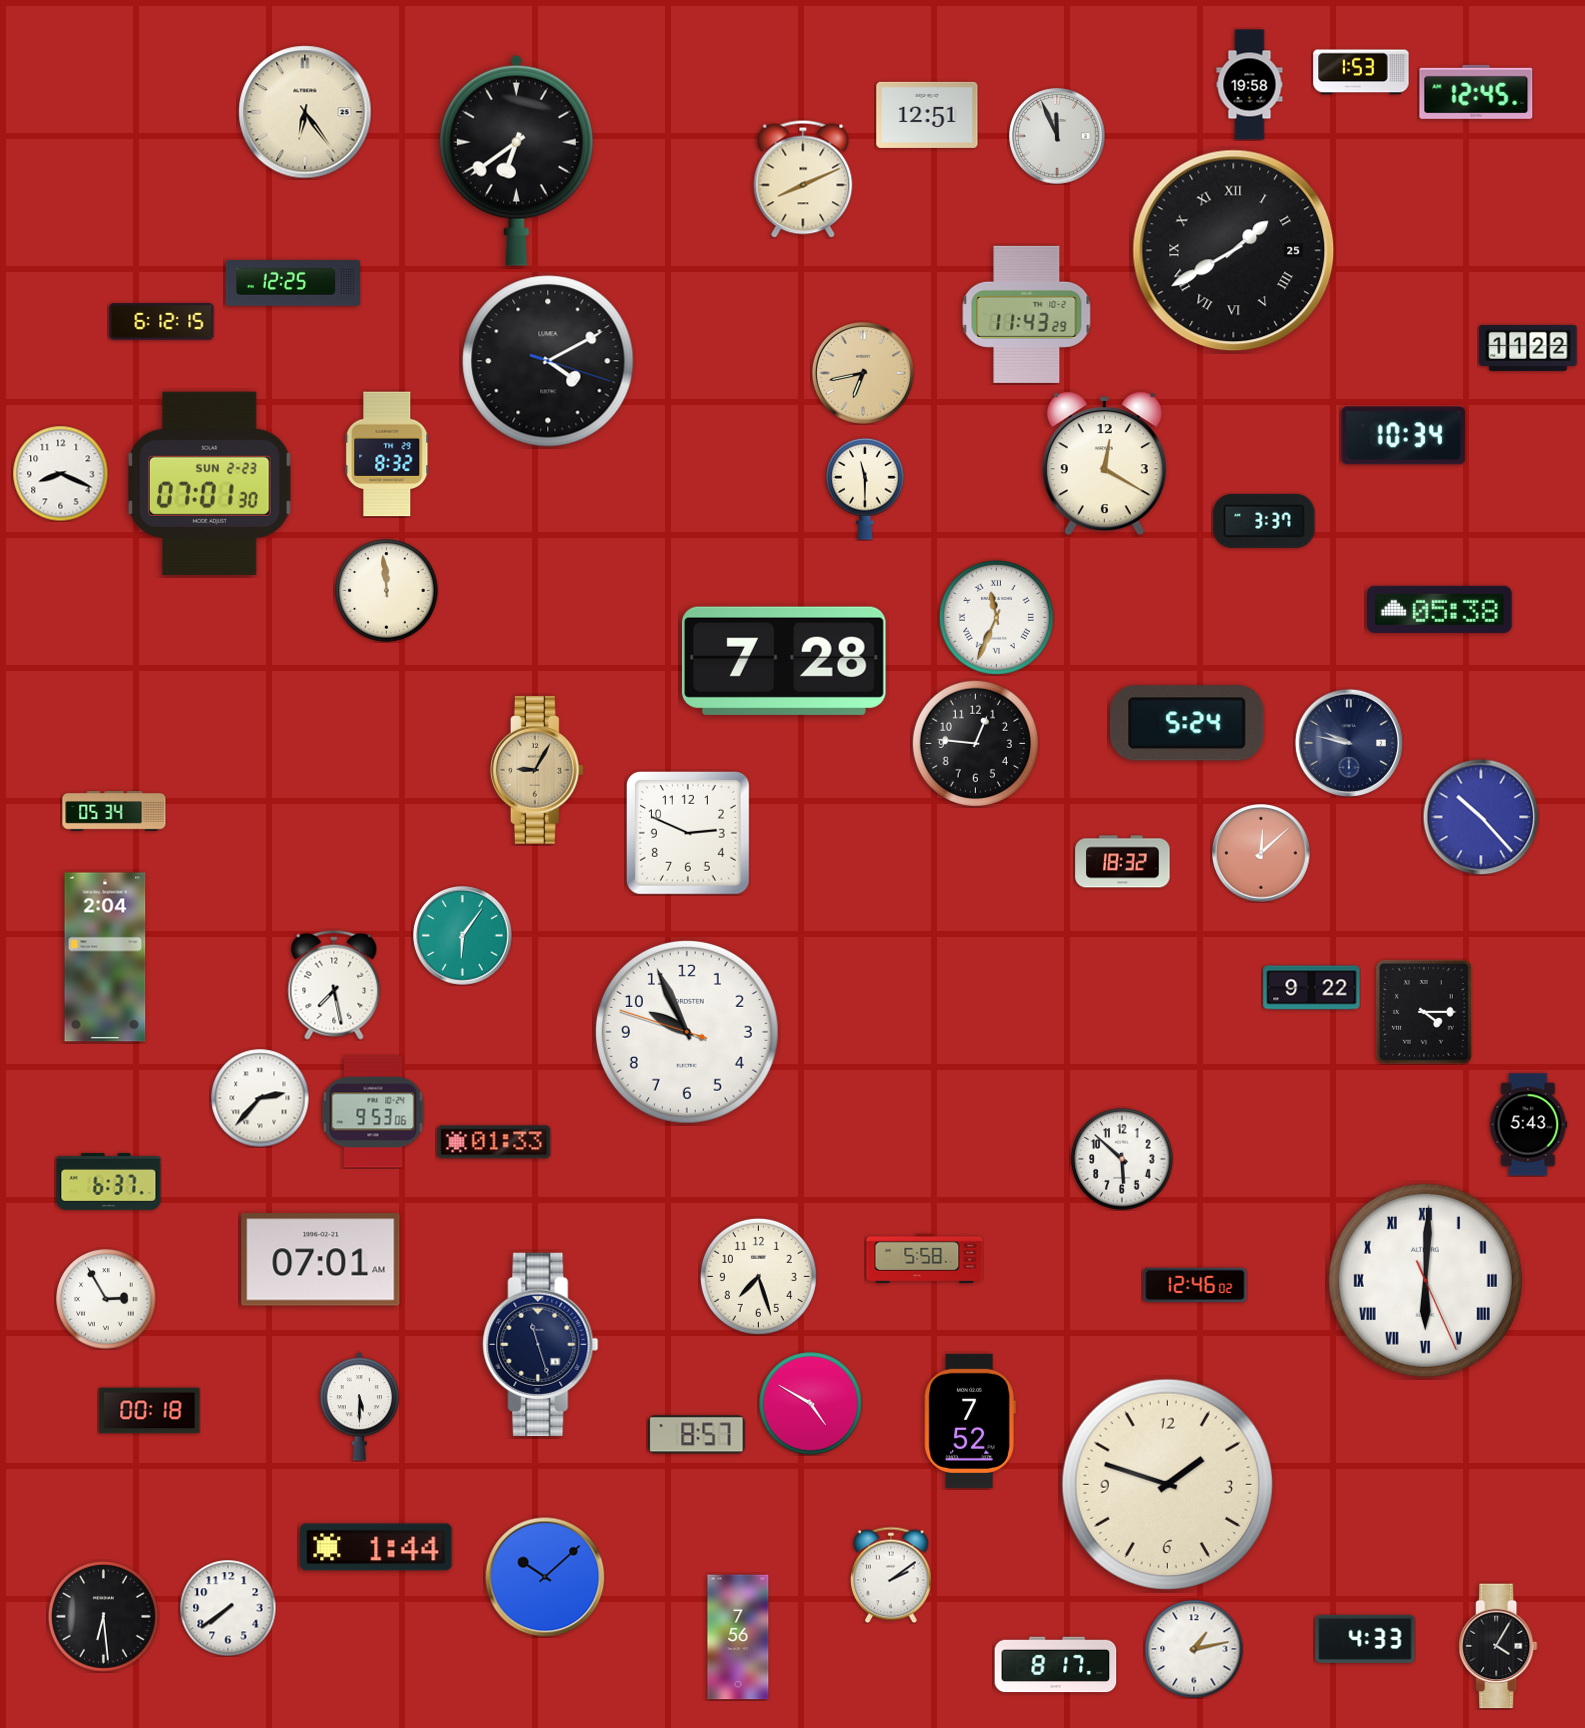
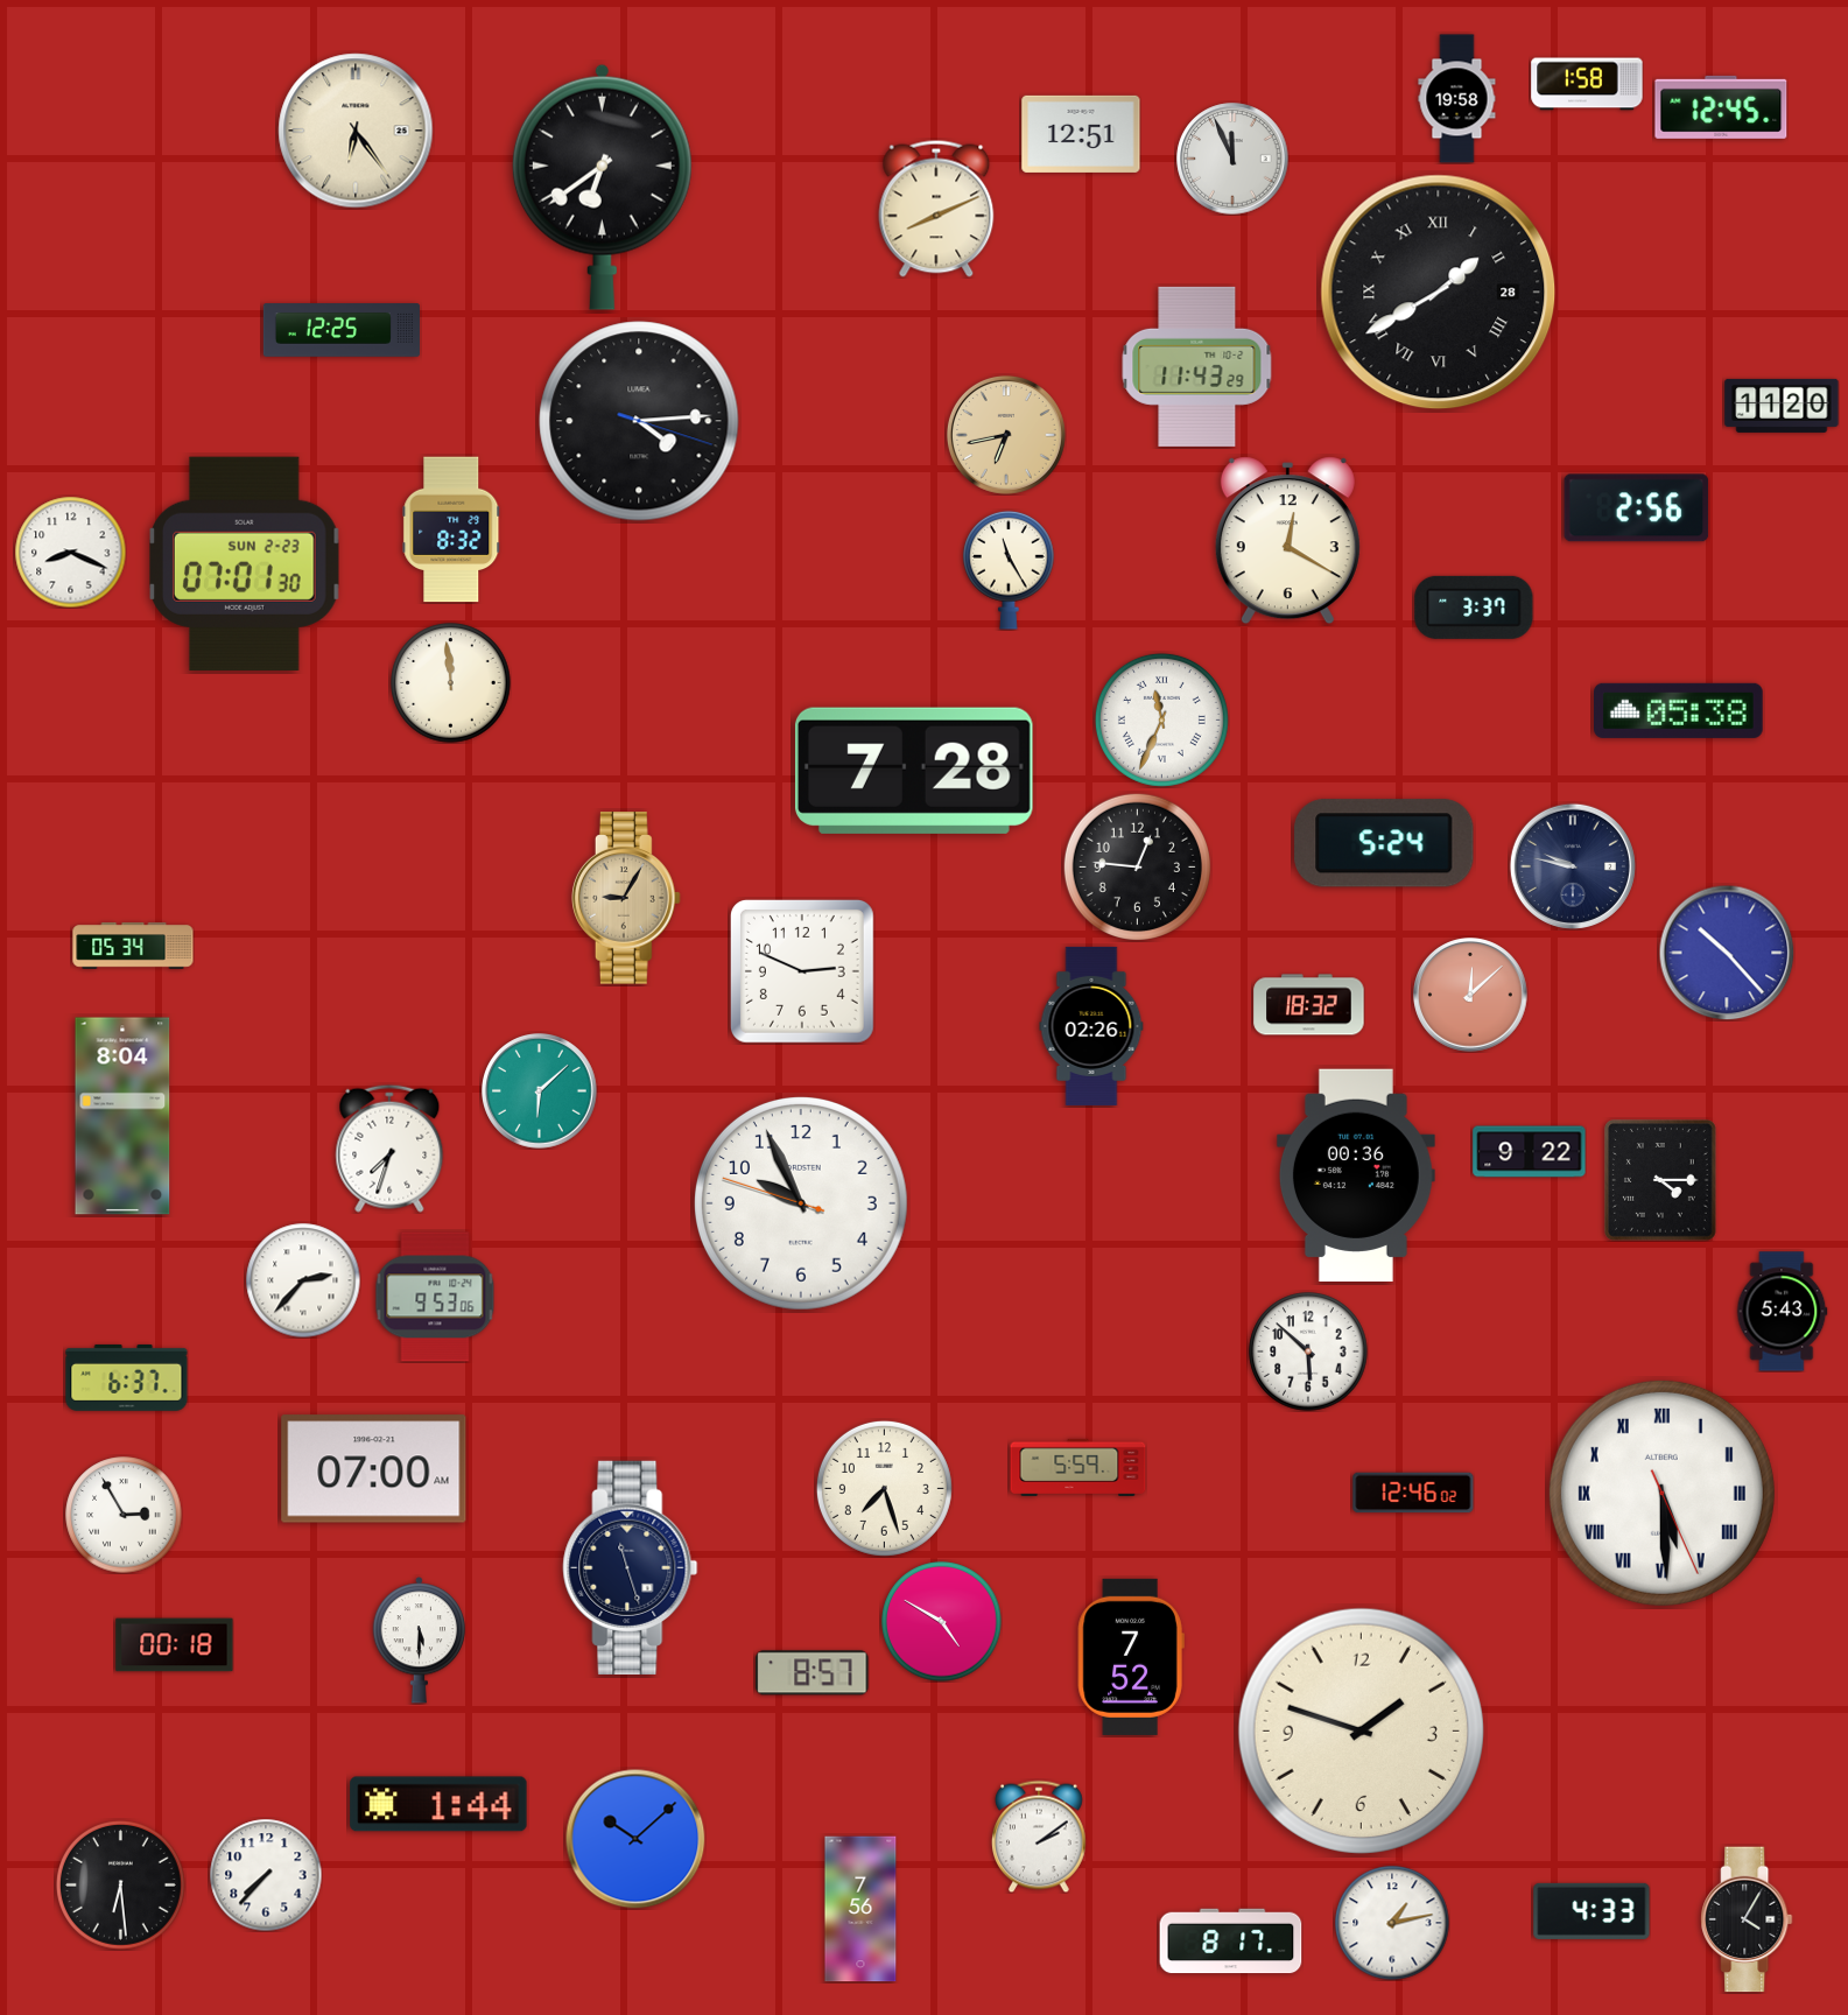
clock at (1361, 72): 1:53 -> 1:58
clock at (1234, 251) date: 25 -> 28
clock at (162, 322): 6:12 -> none
clock at (1528, 348): 11:22 -> 11:20
clock at (548, 361): 4:10 -> 4:14
clock at (1404, 436): 10:34 -> 2:56
clock at (865, 489): 11:30 -> 11:25
clock at (387, 591) position: (387, 591) -> (451, 683)
clock at (1091, 1026): none -> 02:26
clock at (463, 936): 6:06 -> 6:08
clock at (105, 957): 2:04 -> 8:04
clock at (334, 985): 7:28 -> 7:33
clock at (1356, 1174): none -> 00:36
clock at (494, 1142): 01:33 -> none
clock at (925, 1258): 5:58 -> 5:59
clock at (321, 1260): 07:01 -> 07:00
clock at (1425, 1280): 6:00 -> 5:29
clock at (1195, 1285) position: (1195, 1285) -> (1413, 1493)
clock at (811, 1404) position: (811, 1404) -> (942, 1622)
clock at (228, 1608): 7:39 -> 7:37
